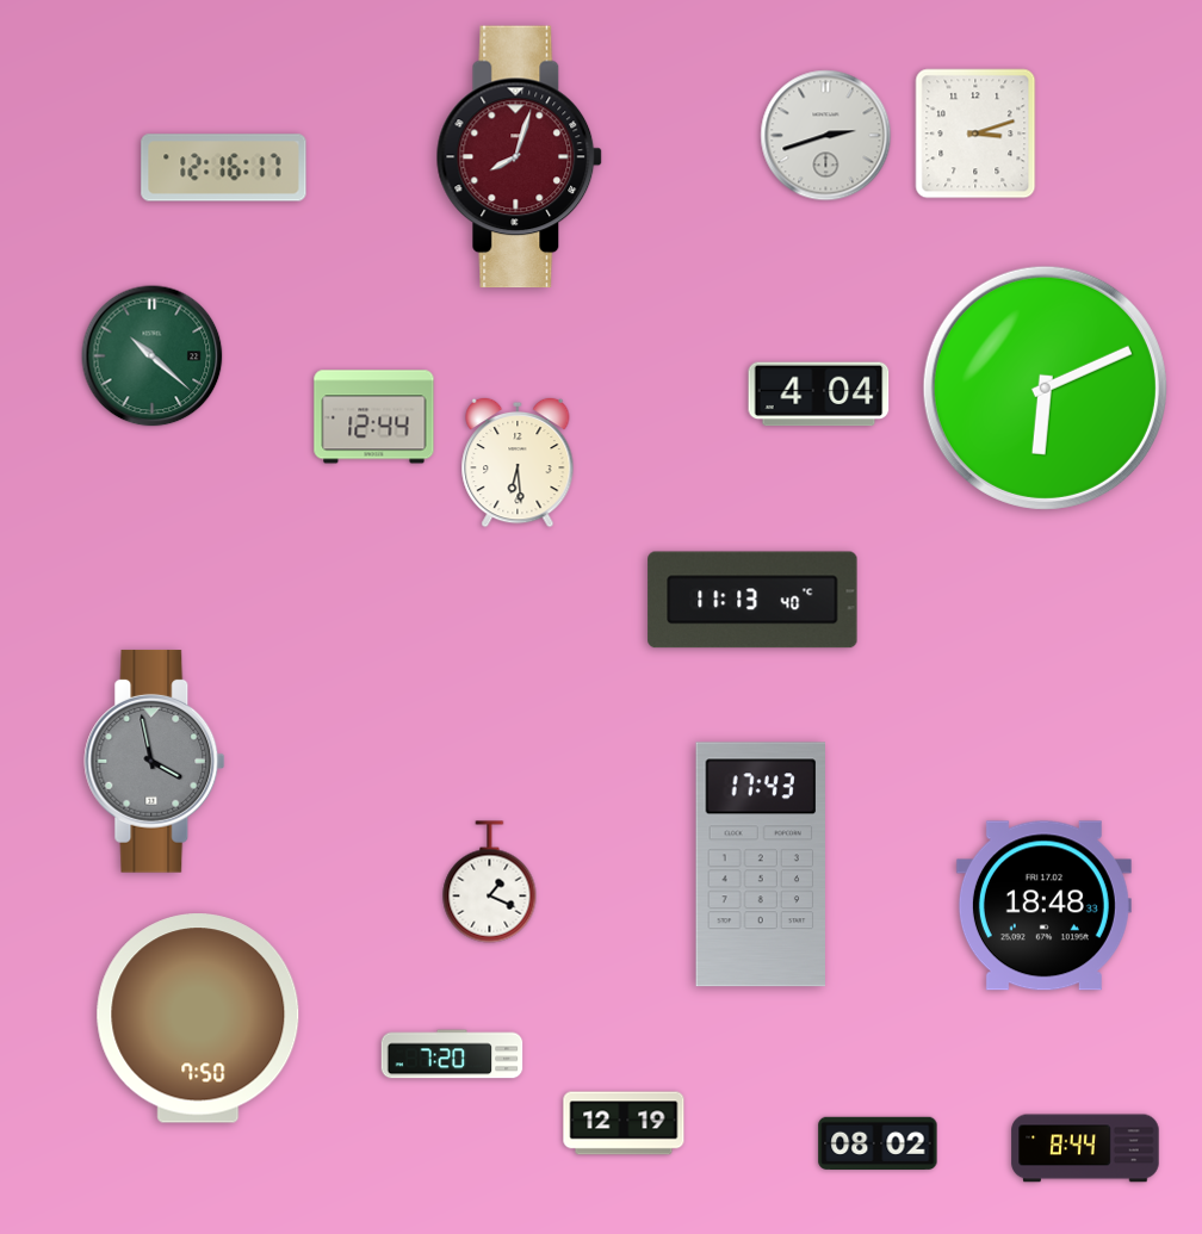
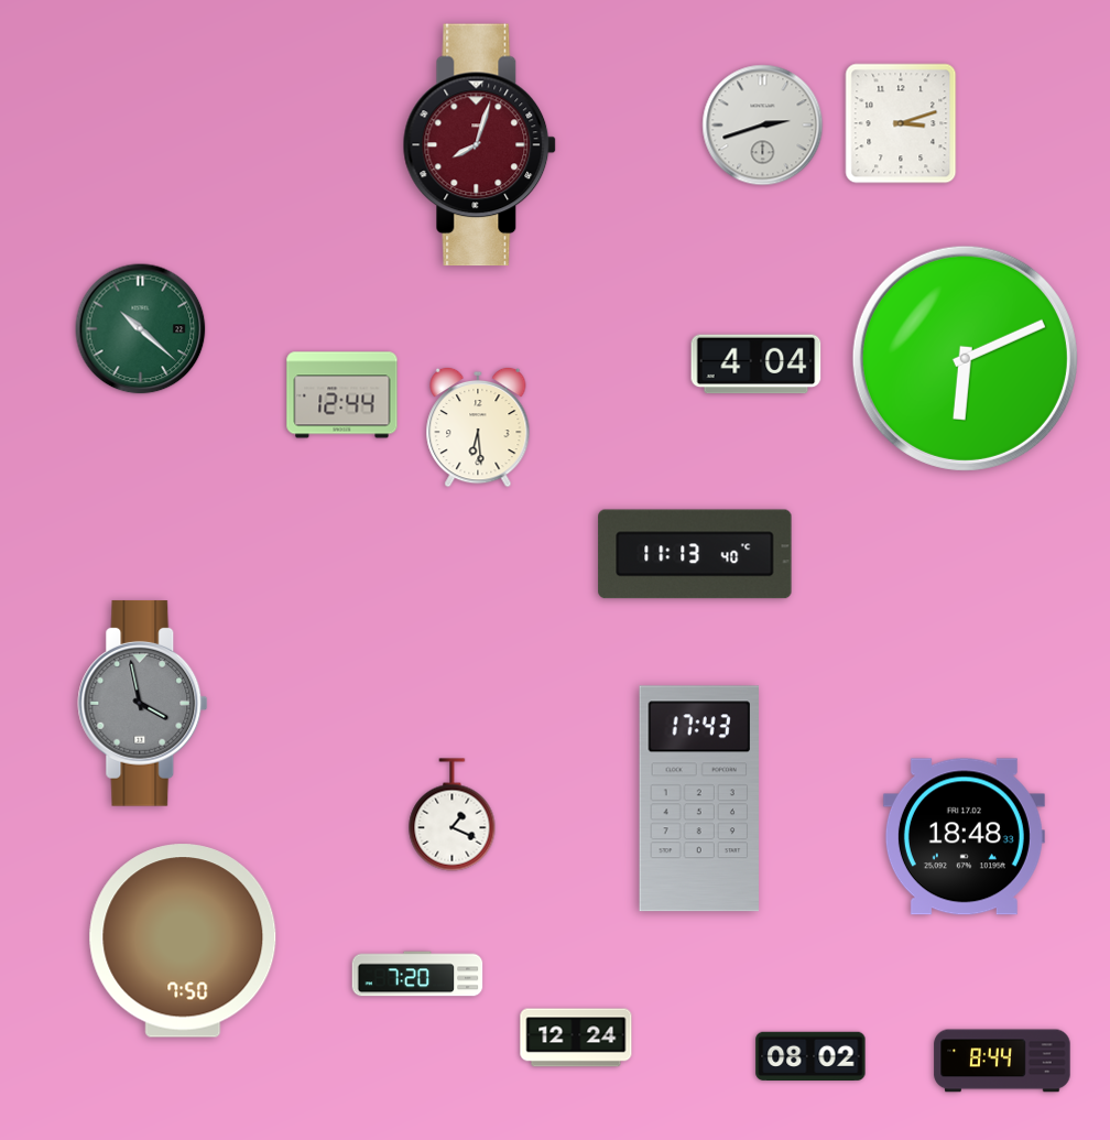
clock at (224, 168): 12:16 -> none
clock at (374, 417) position: (374, 417) -> (342, 395)
clock at (760, 864) position: (760, 864) -> (698, 799)
clock at (624, 1123): 12:19 -> 12:24
